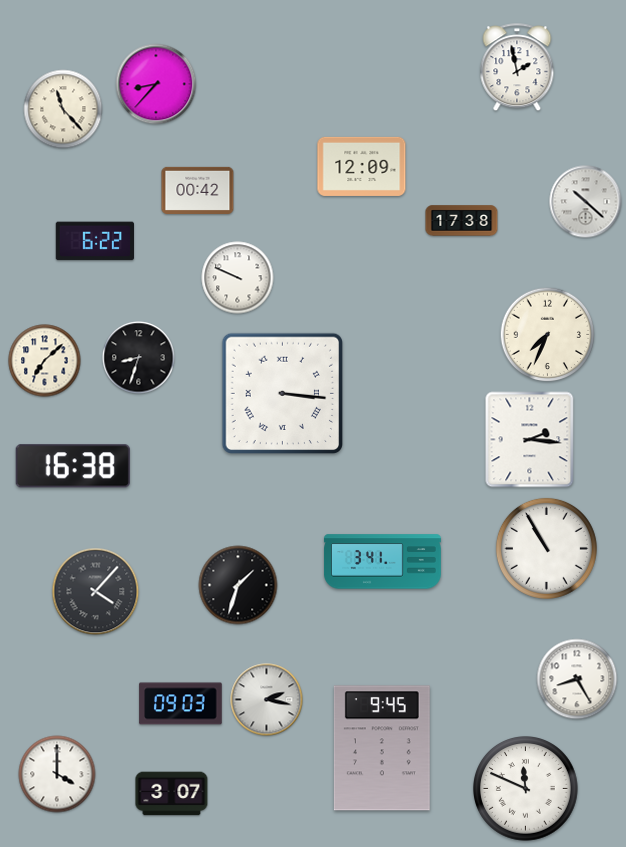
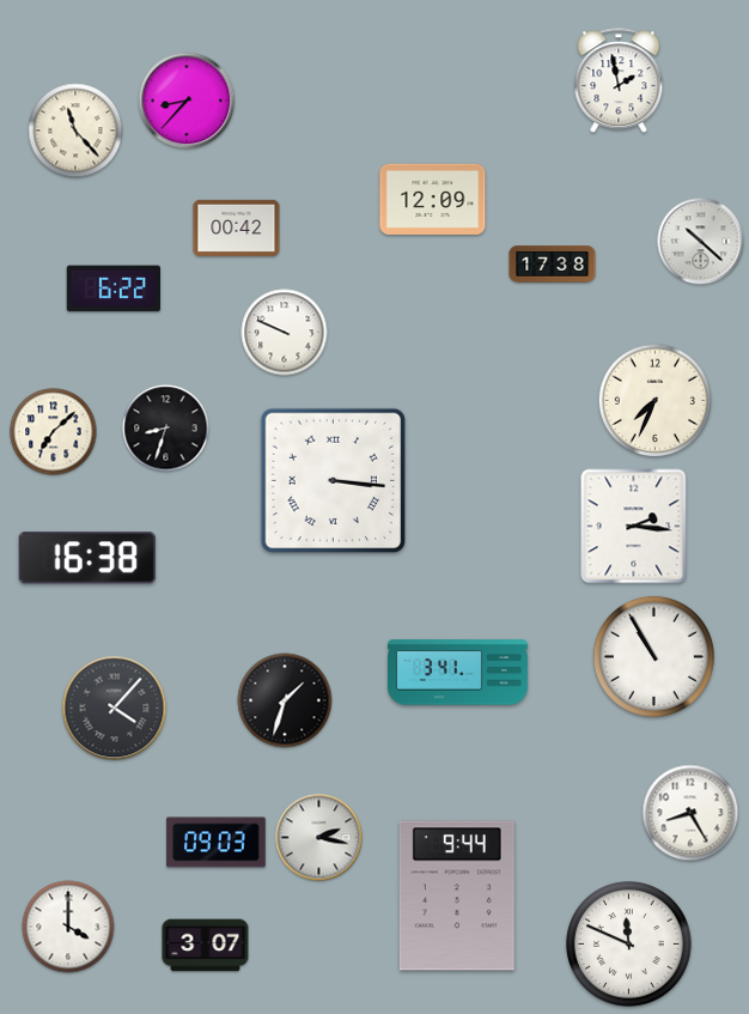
clock at (282, 393) position: (282, 393) -> (333, 480)
clock at (382, 748): 9:45 -> 9:44
clock at (172, 794) position: (172, 794) -> (206, 946)
